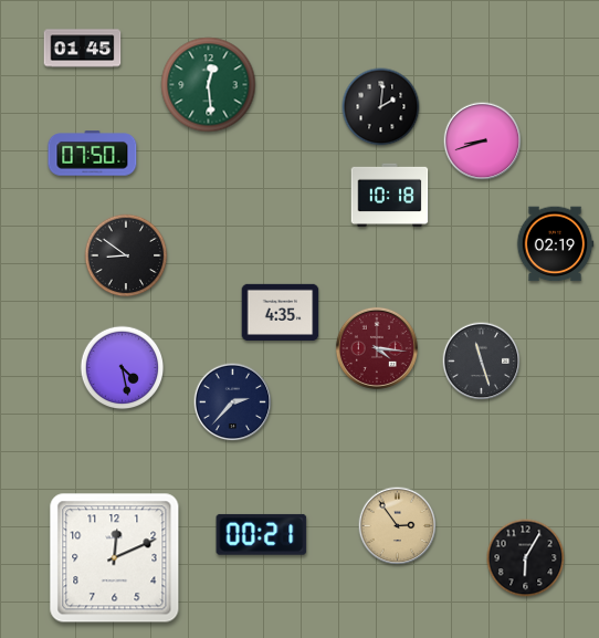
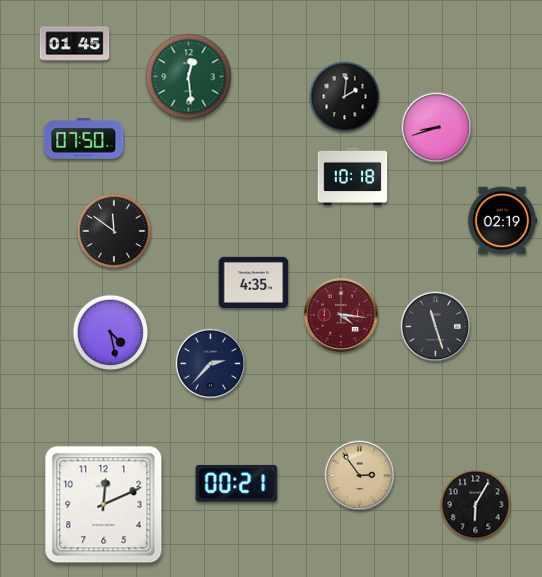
clock at (126, 255): 8:51 -> 11:51
